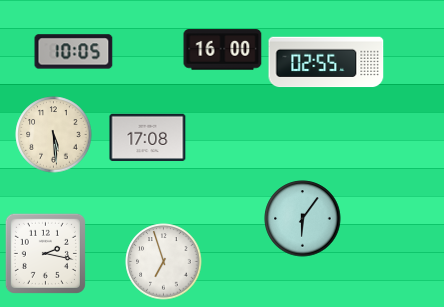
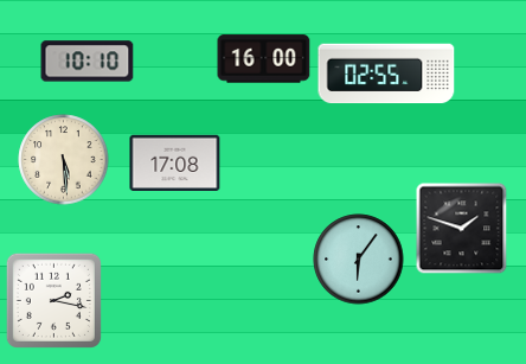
clock at (74, 52): 10:05 -> 10:10
clock at (461, 228): none -> 1:48
clock at (164, 262): 6:57 -> none
